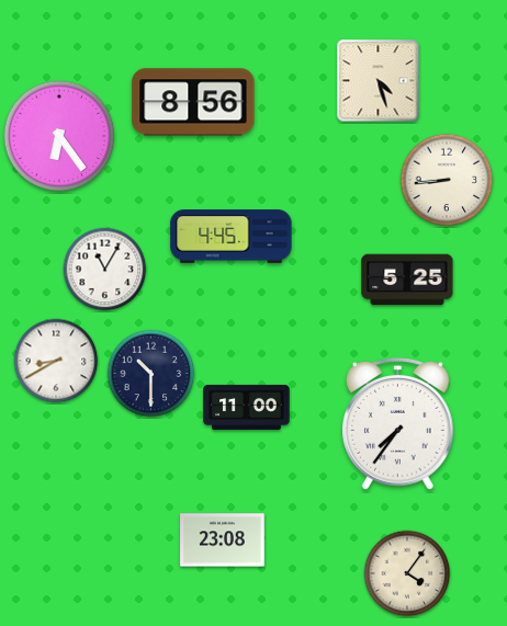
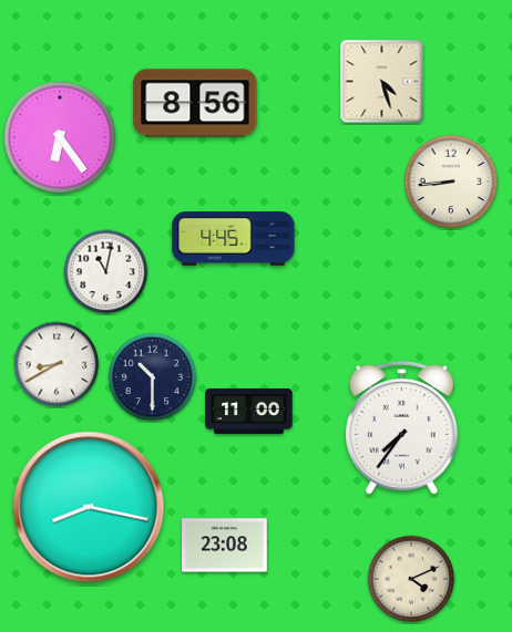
clock at (105, 270): 11:05 -> 11:02
clock at (407, 280): 5:25 -> none
clock at (89, 507): none -> 8:17
clock at (407, 573): 4:06 -> 4:11
